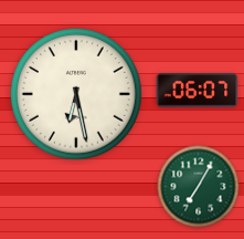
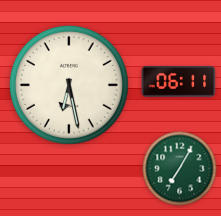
clock at (198, 91): 06:07 -> 06:11
